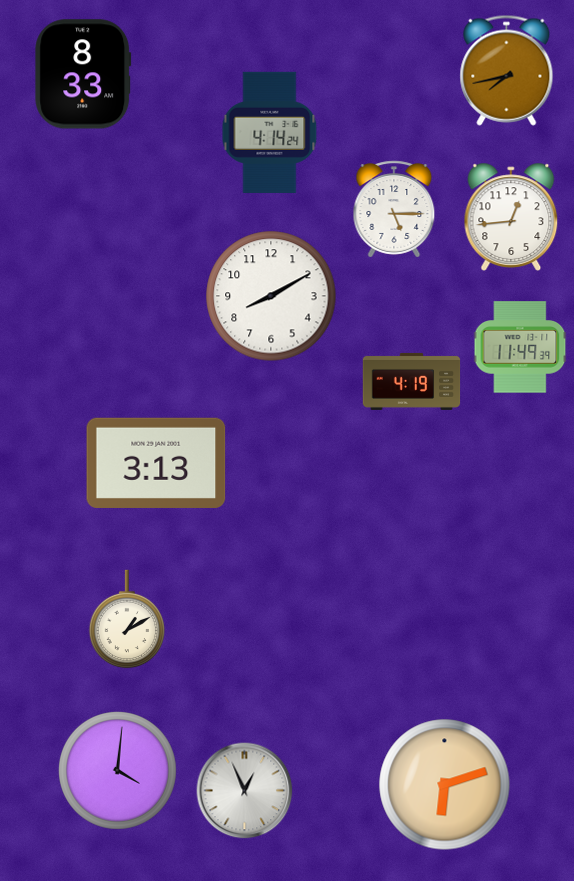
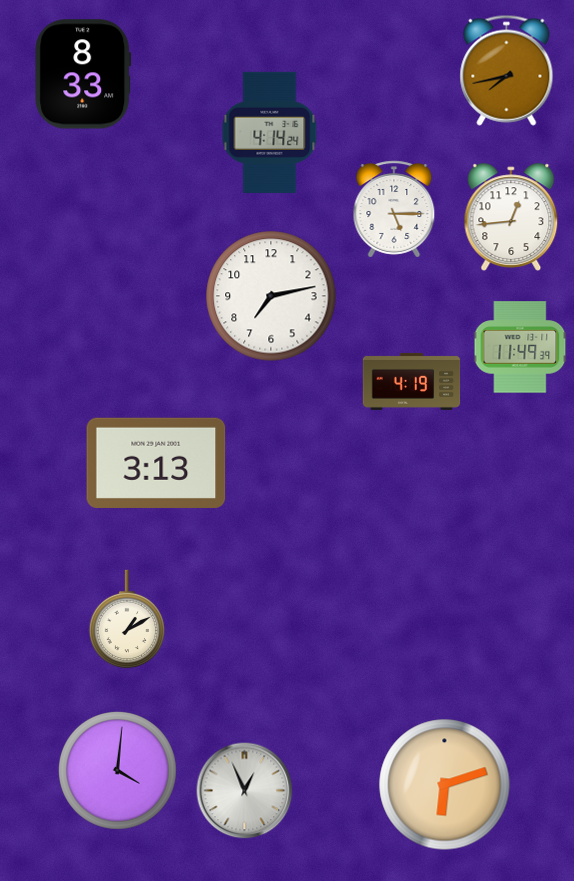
clock at (271, 296): 8:10 -> 7:13
